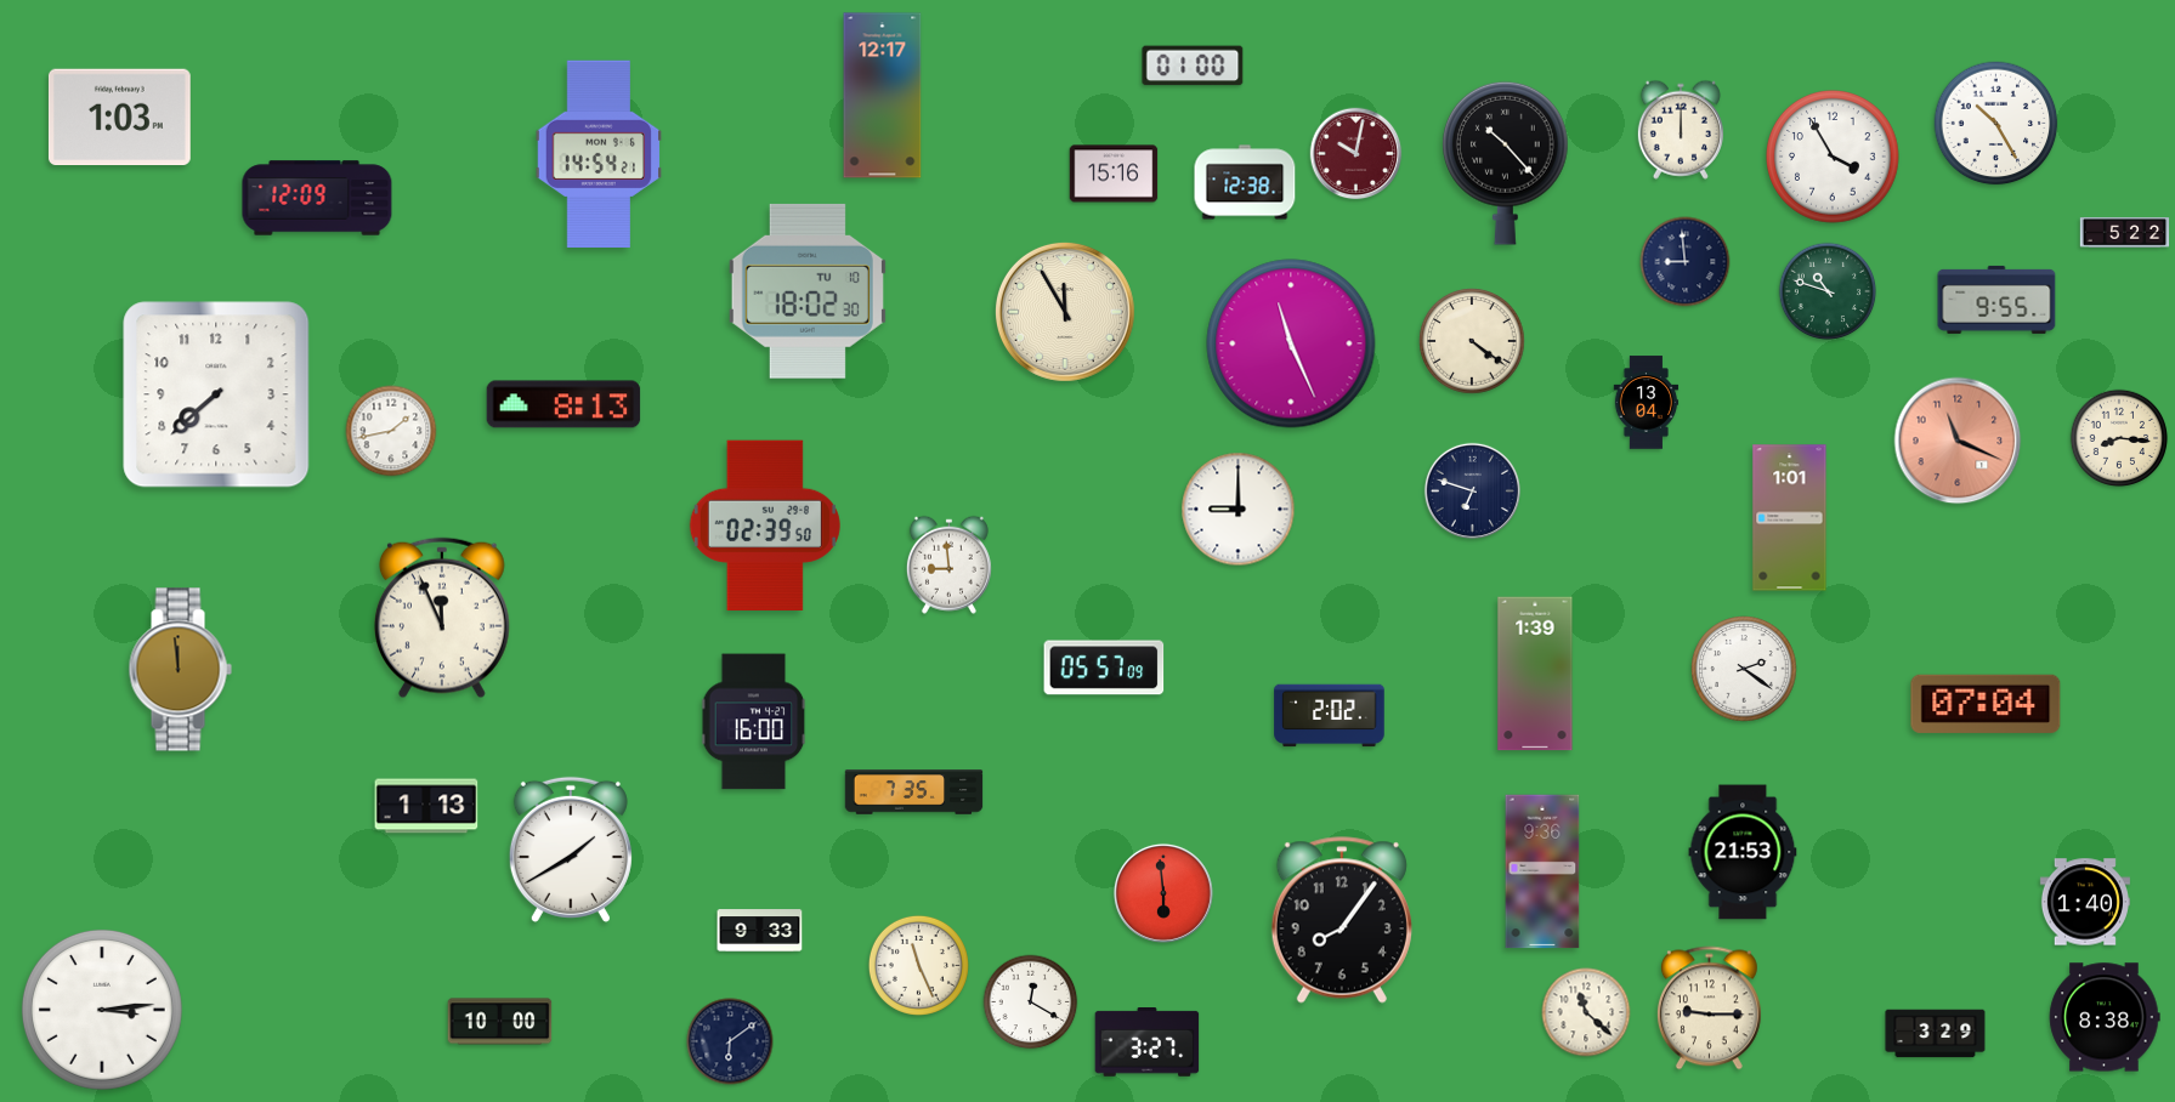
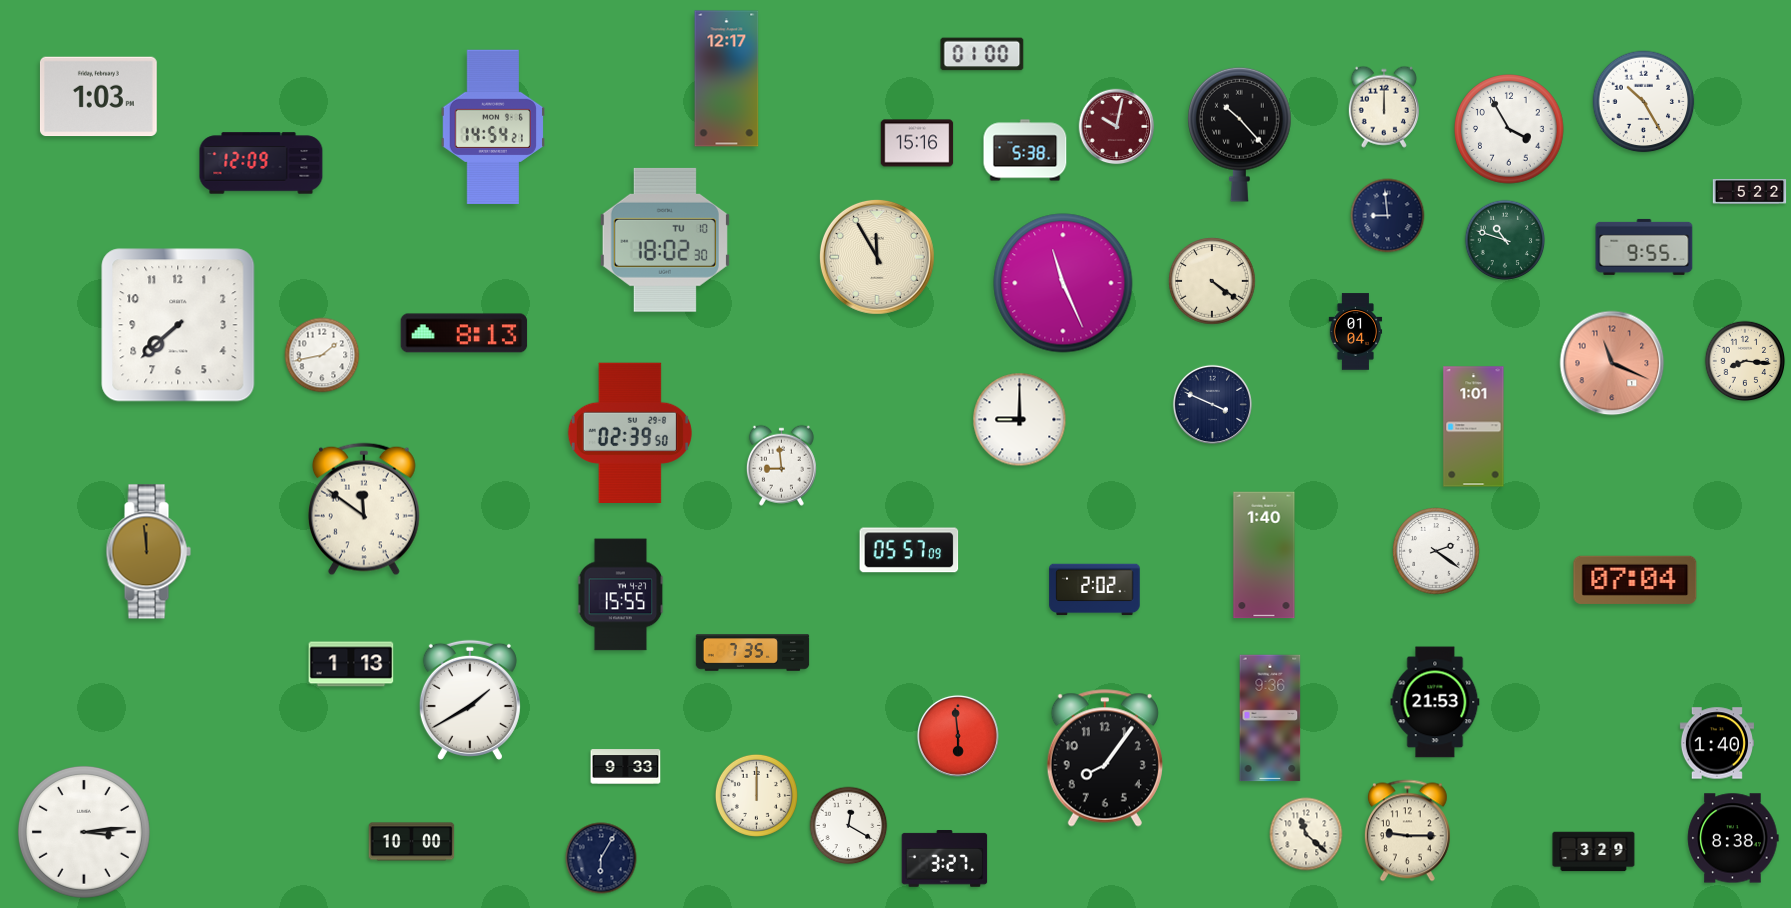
clock at (1245, 182): 12:38 -> 5:38
clock at (1647, 403): 13:04 -> 01:04
clock at (1472, 490): 6:48 -> 3:49
clock at (442, 618): 11:56 -> 11:51
clock at (1535, 674): 1:39 -> 1:40
clock at (754, 722): 16:00 -> 15:55
clock at (918, 965): 11:26 -> 12:00
clock at (730, 1041): 6:09 -> 6:05
